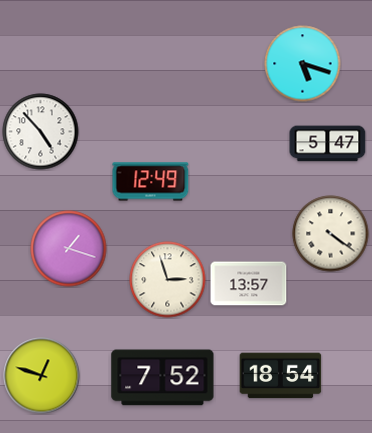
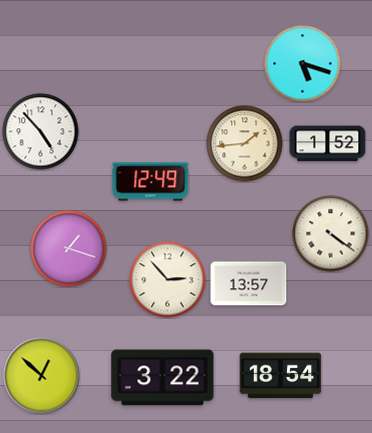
clock at (245, 144): none -> 1:44
clock at (328, 144): 5:47 -> 1:52
clock at (168, 280): 2:57 -> 2:53
clock at (42, 376): 12:48 -> 12:52
clock at (163, 378): 7:52 -> 3:22
